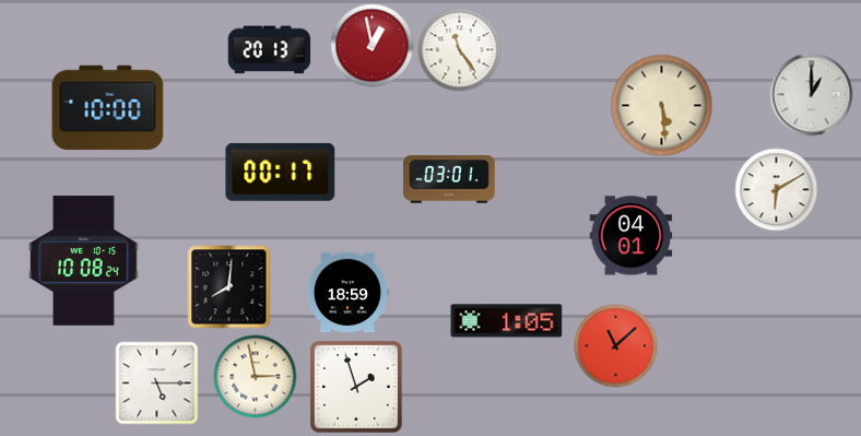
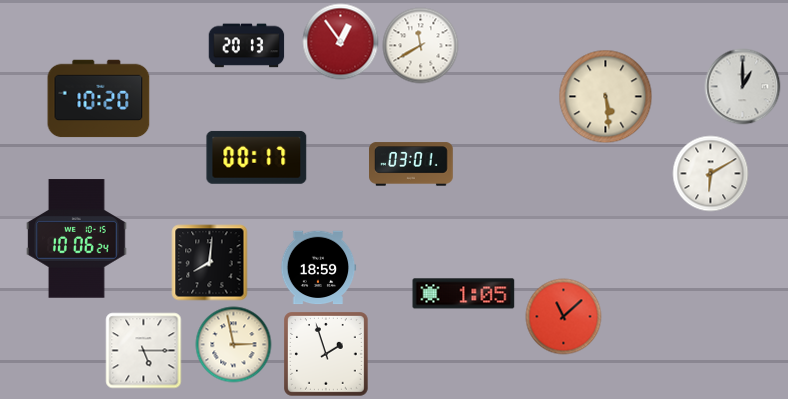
clock at (373, 46): 12:58 -> 12:54
clock at (460, 50): 11:24 -> 11:40
clock at (108, 108): 10:00 -> 10:20
clock at (632, 236): 04:01 -> none
clock at (84, 261): 10:08 -> 10:06
